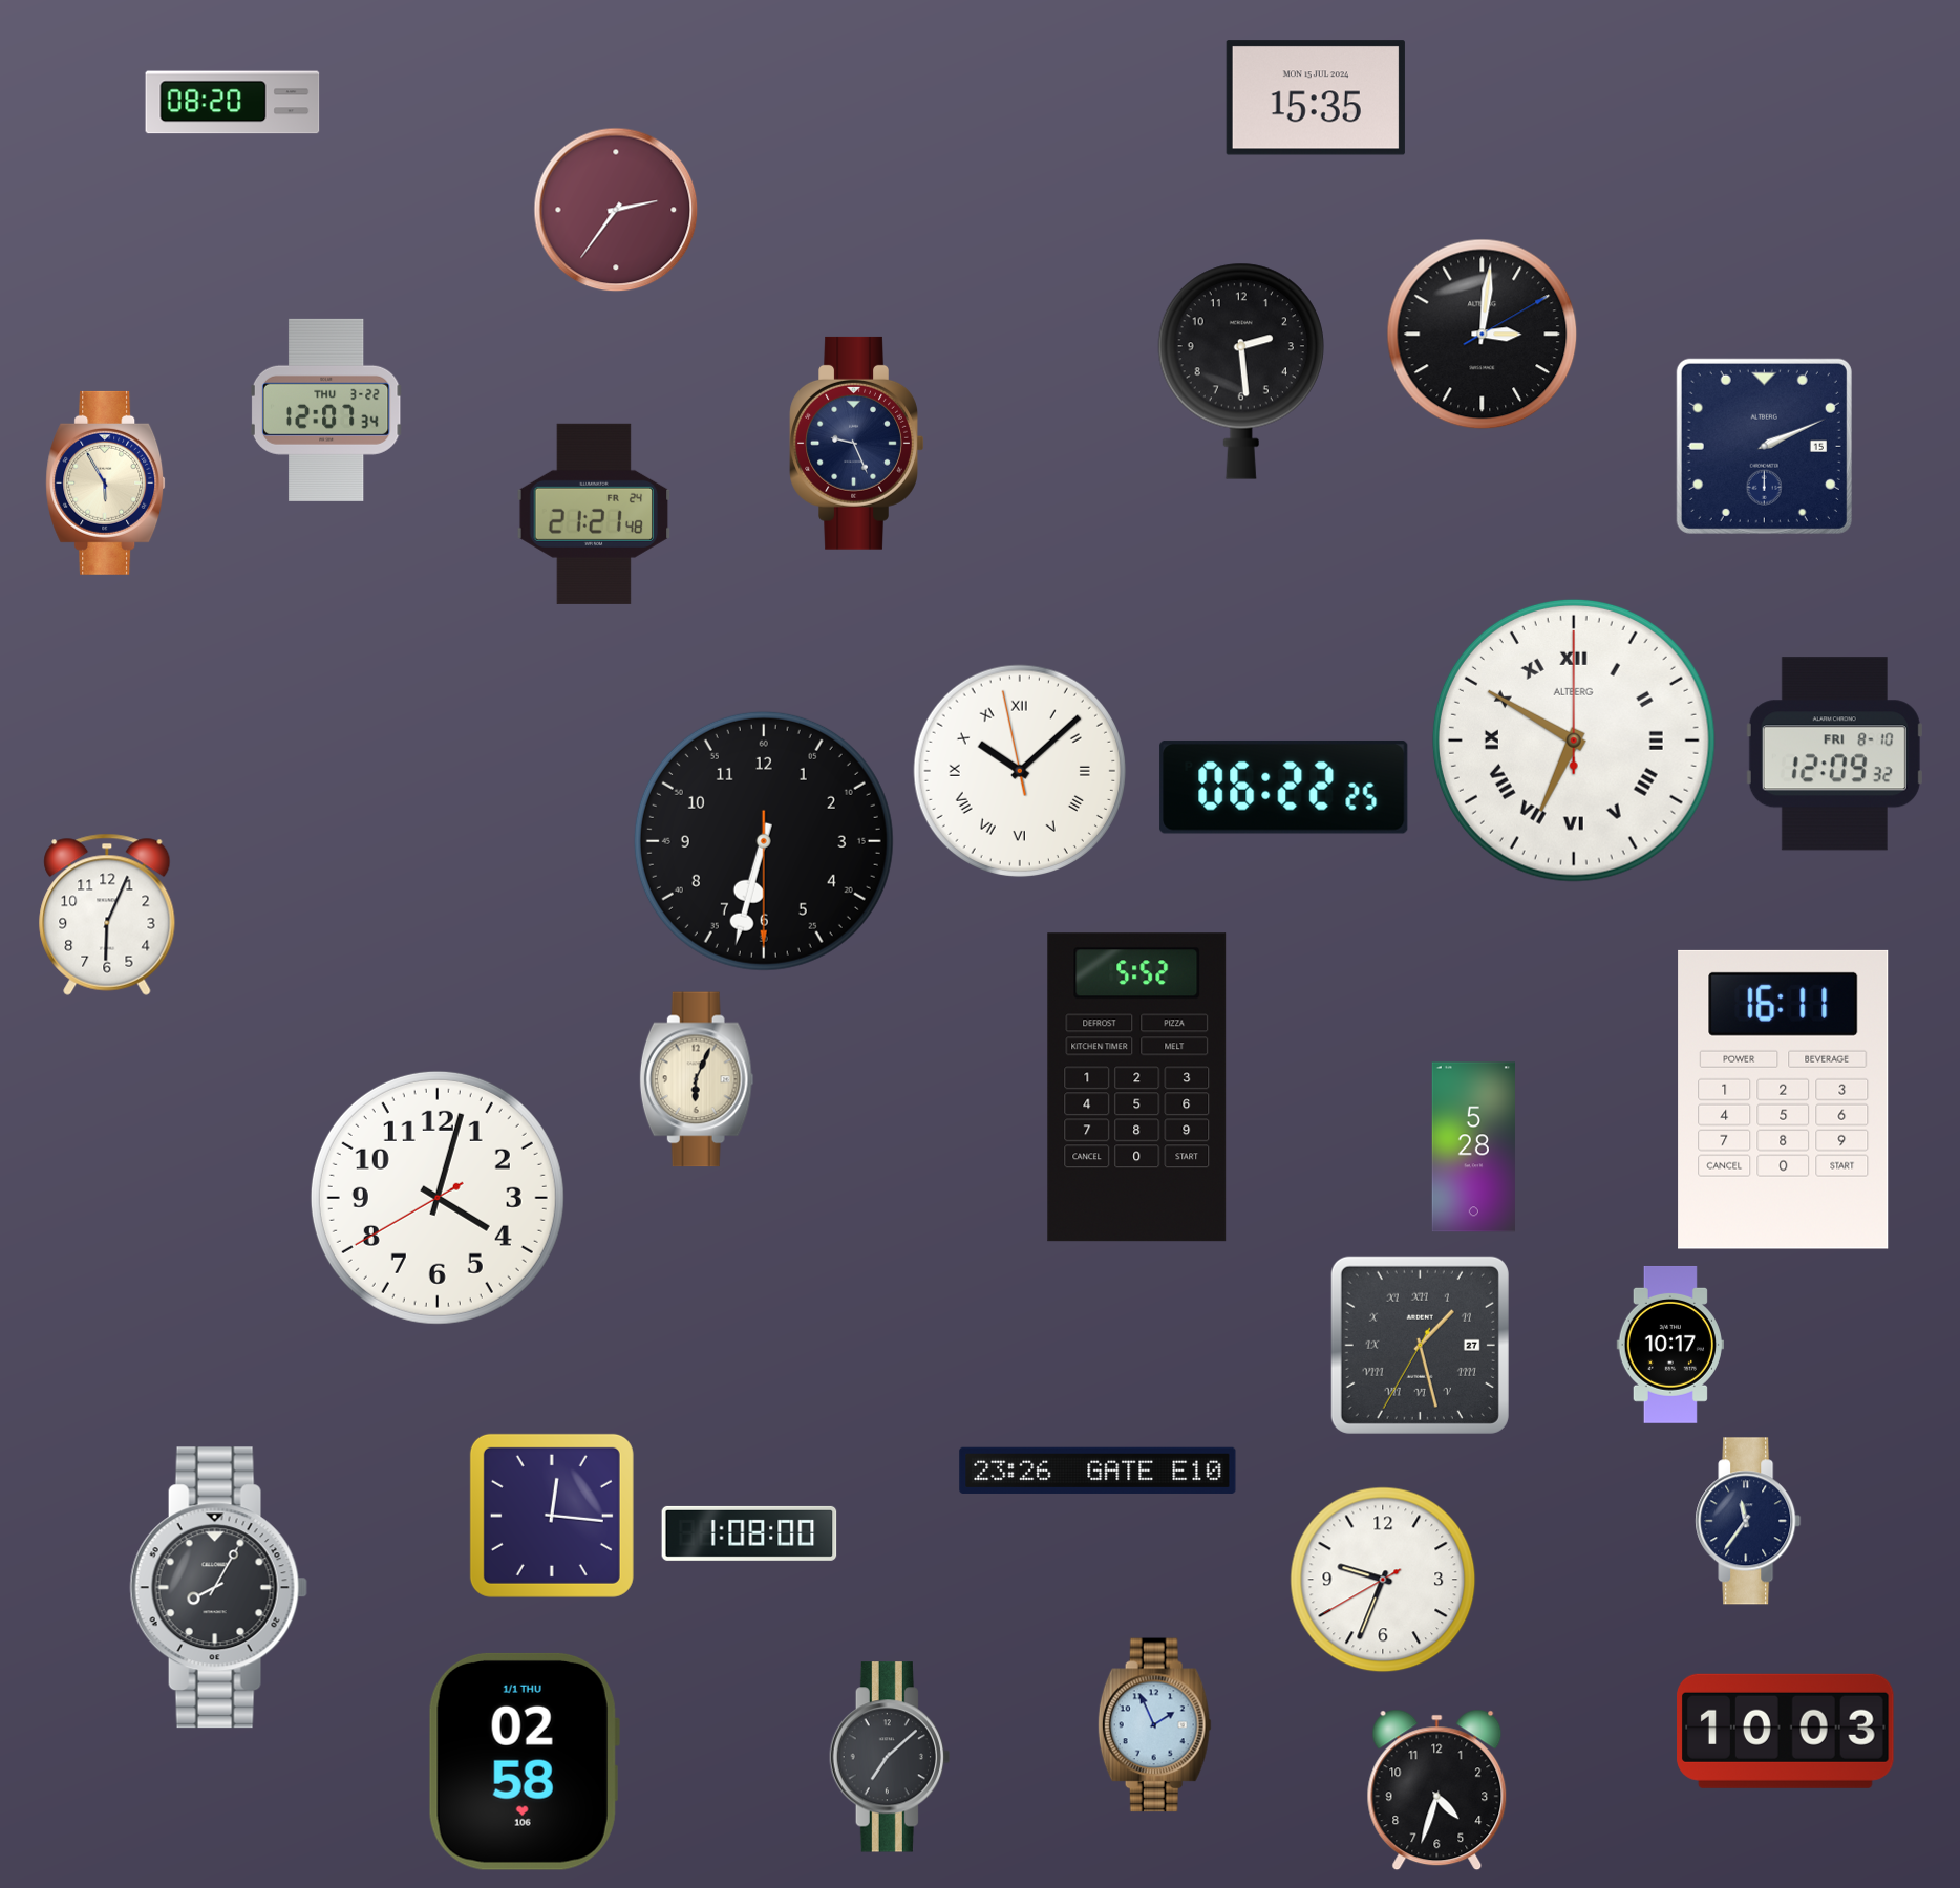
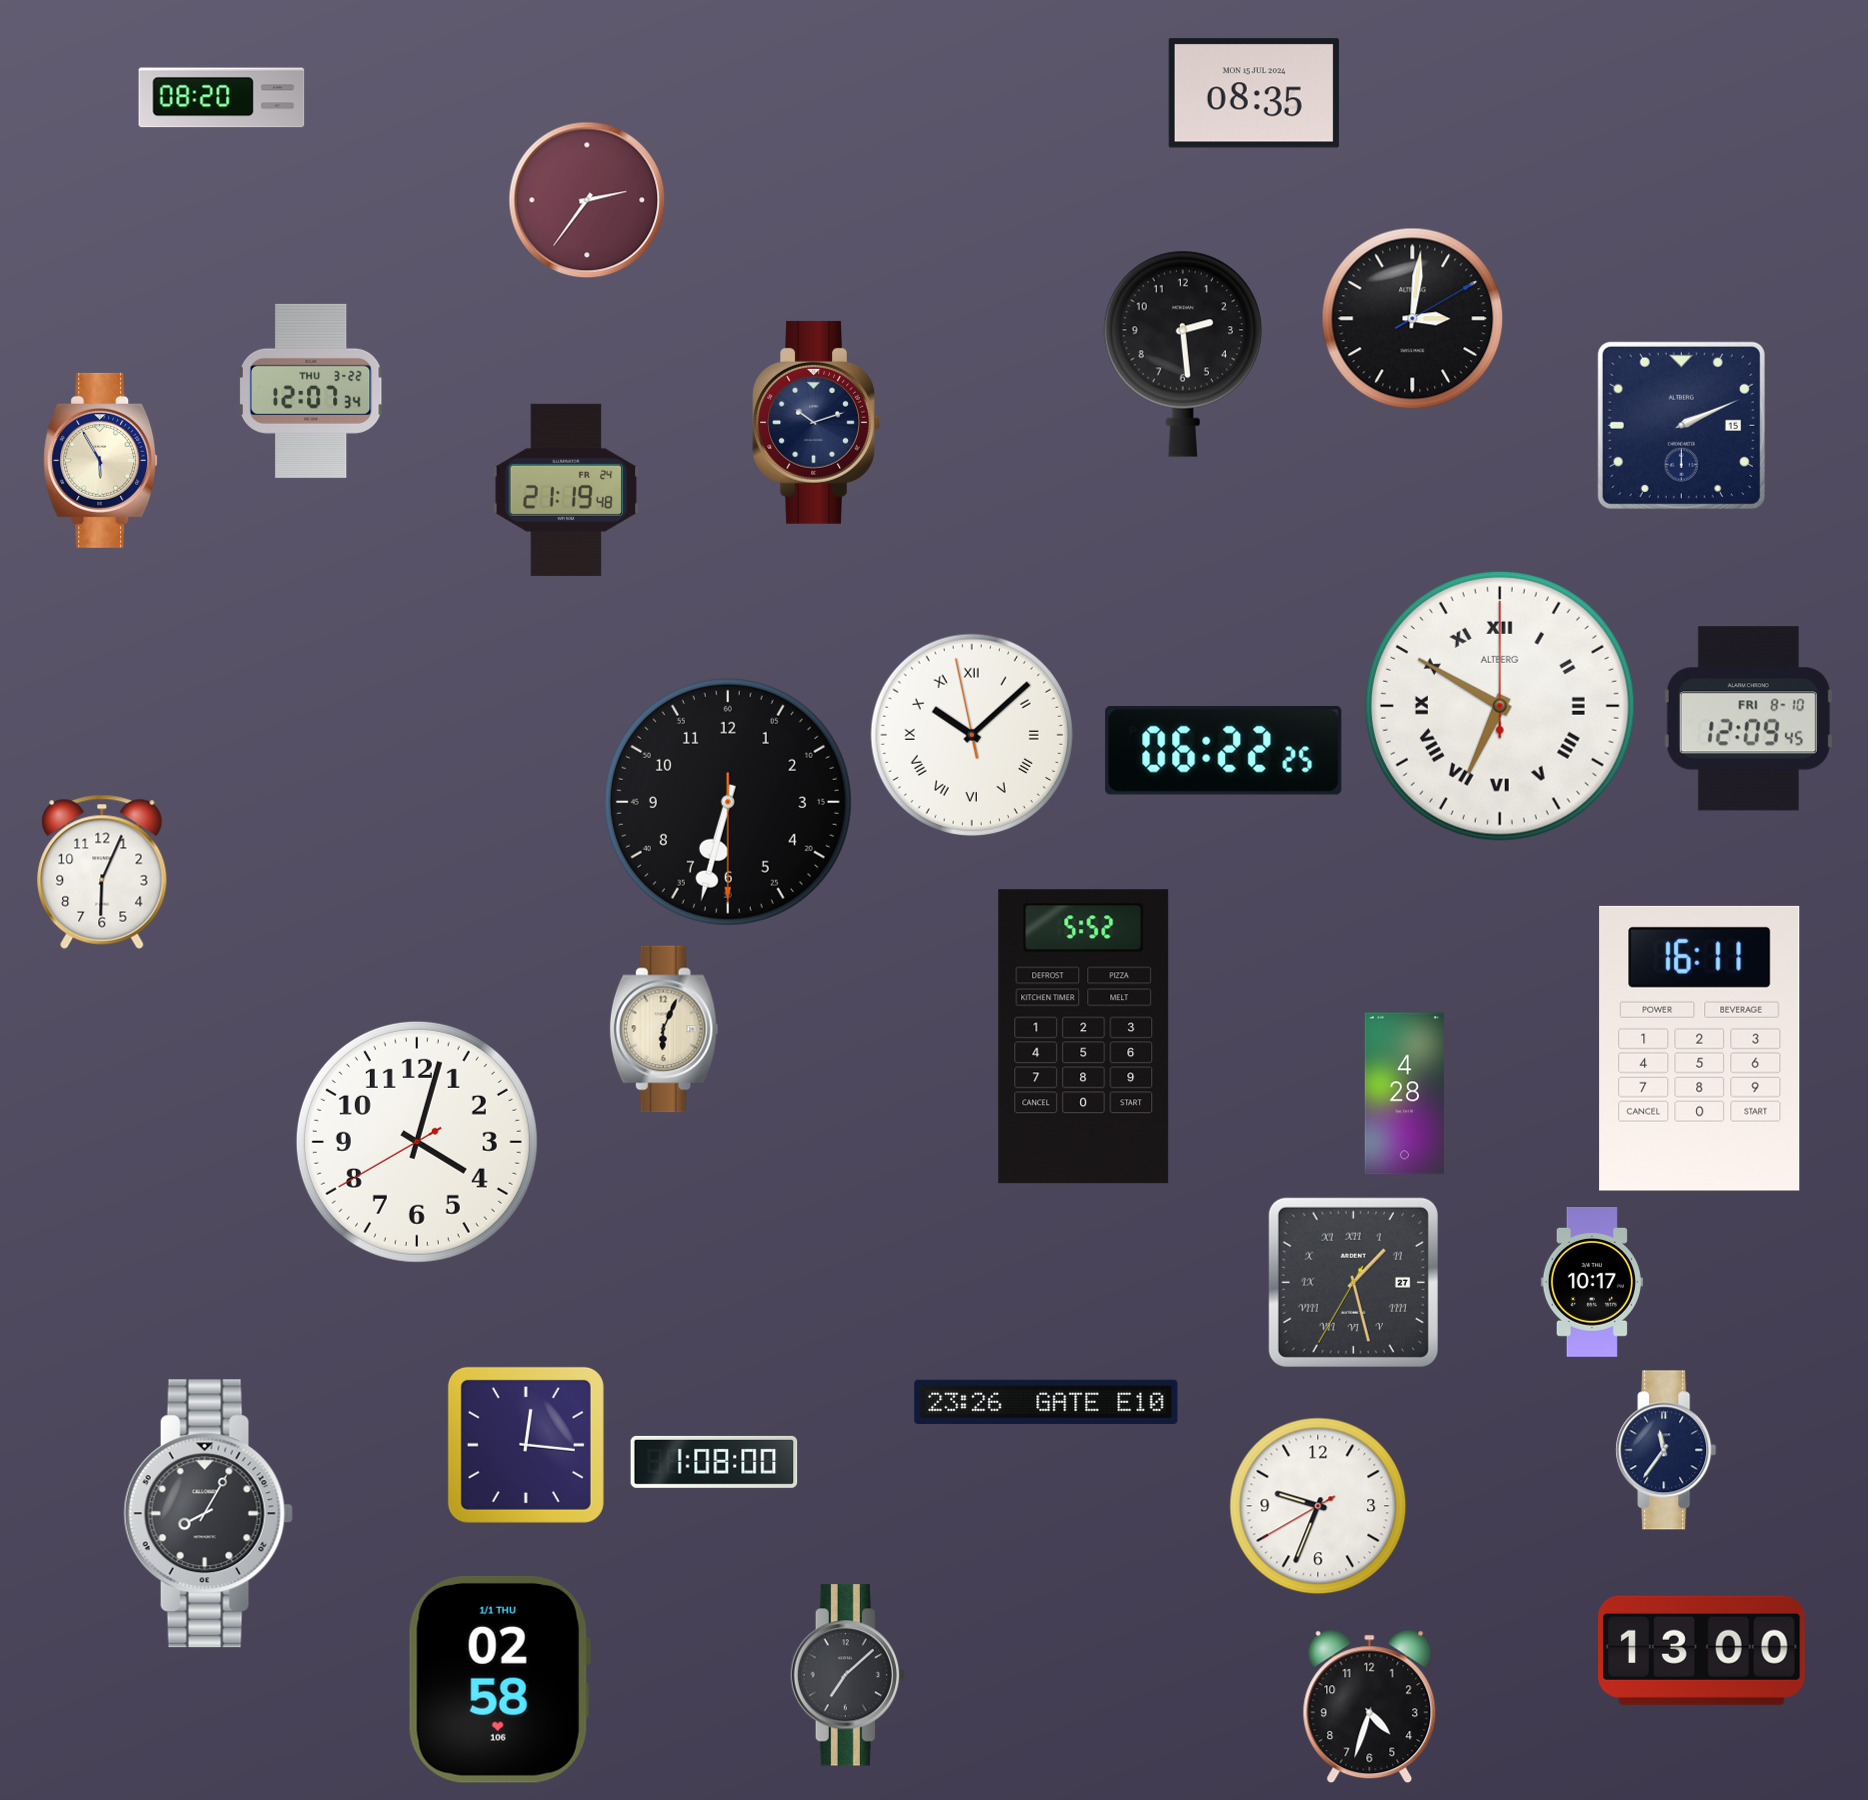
clock at (1316, 98): 15:35 -> 08:35
clock at (857, 443): 9:26 -> 10:12
clock at (594, 514): 21:21 -> 21:19
clock at (1834, 754): 12:09:32 -> 12:09:45
clock at (1473, 1147): 5:28 -> 4:28
clock at (1154, 1725): 1:56 -> none
clock at (1786, 1731): 10:03 -> 13:00
